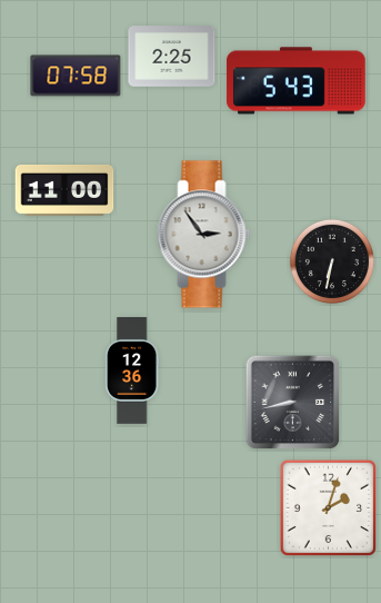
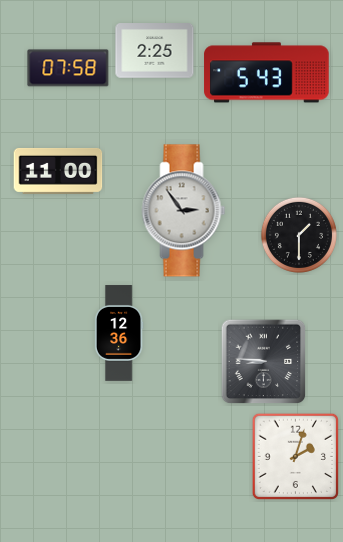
clock at (332, 261): 6:32 -> 1:30
clock at (293, 403): 8:43 -> 8:46
